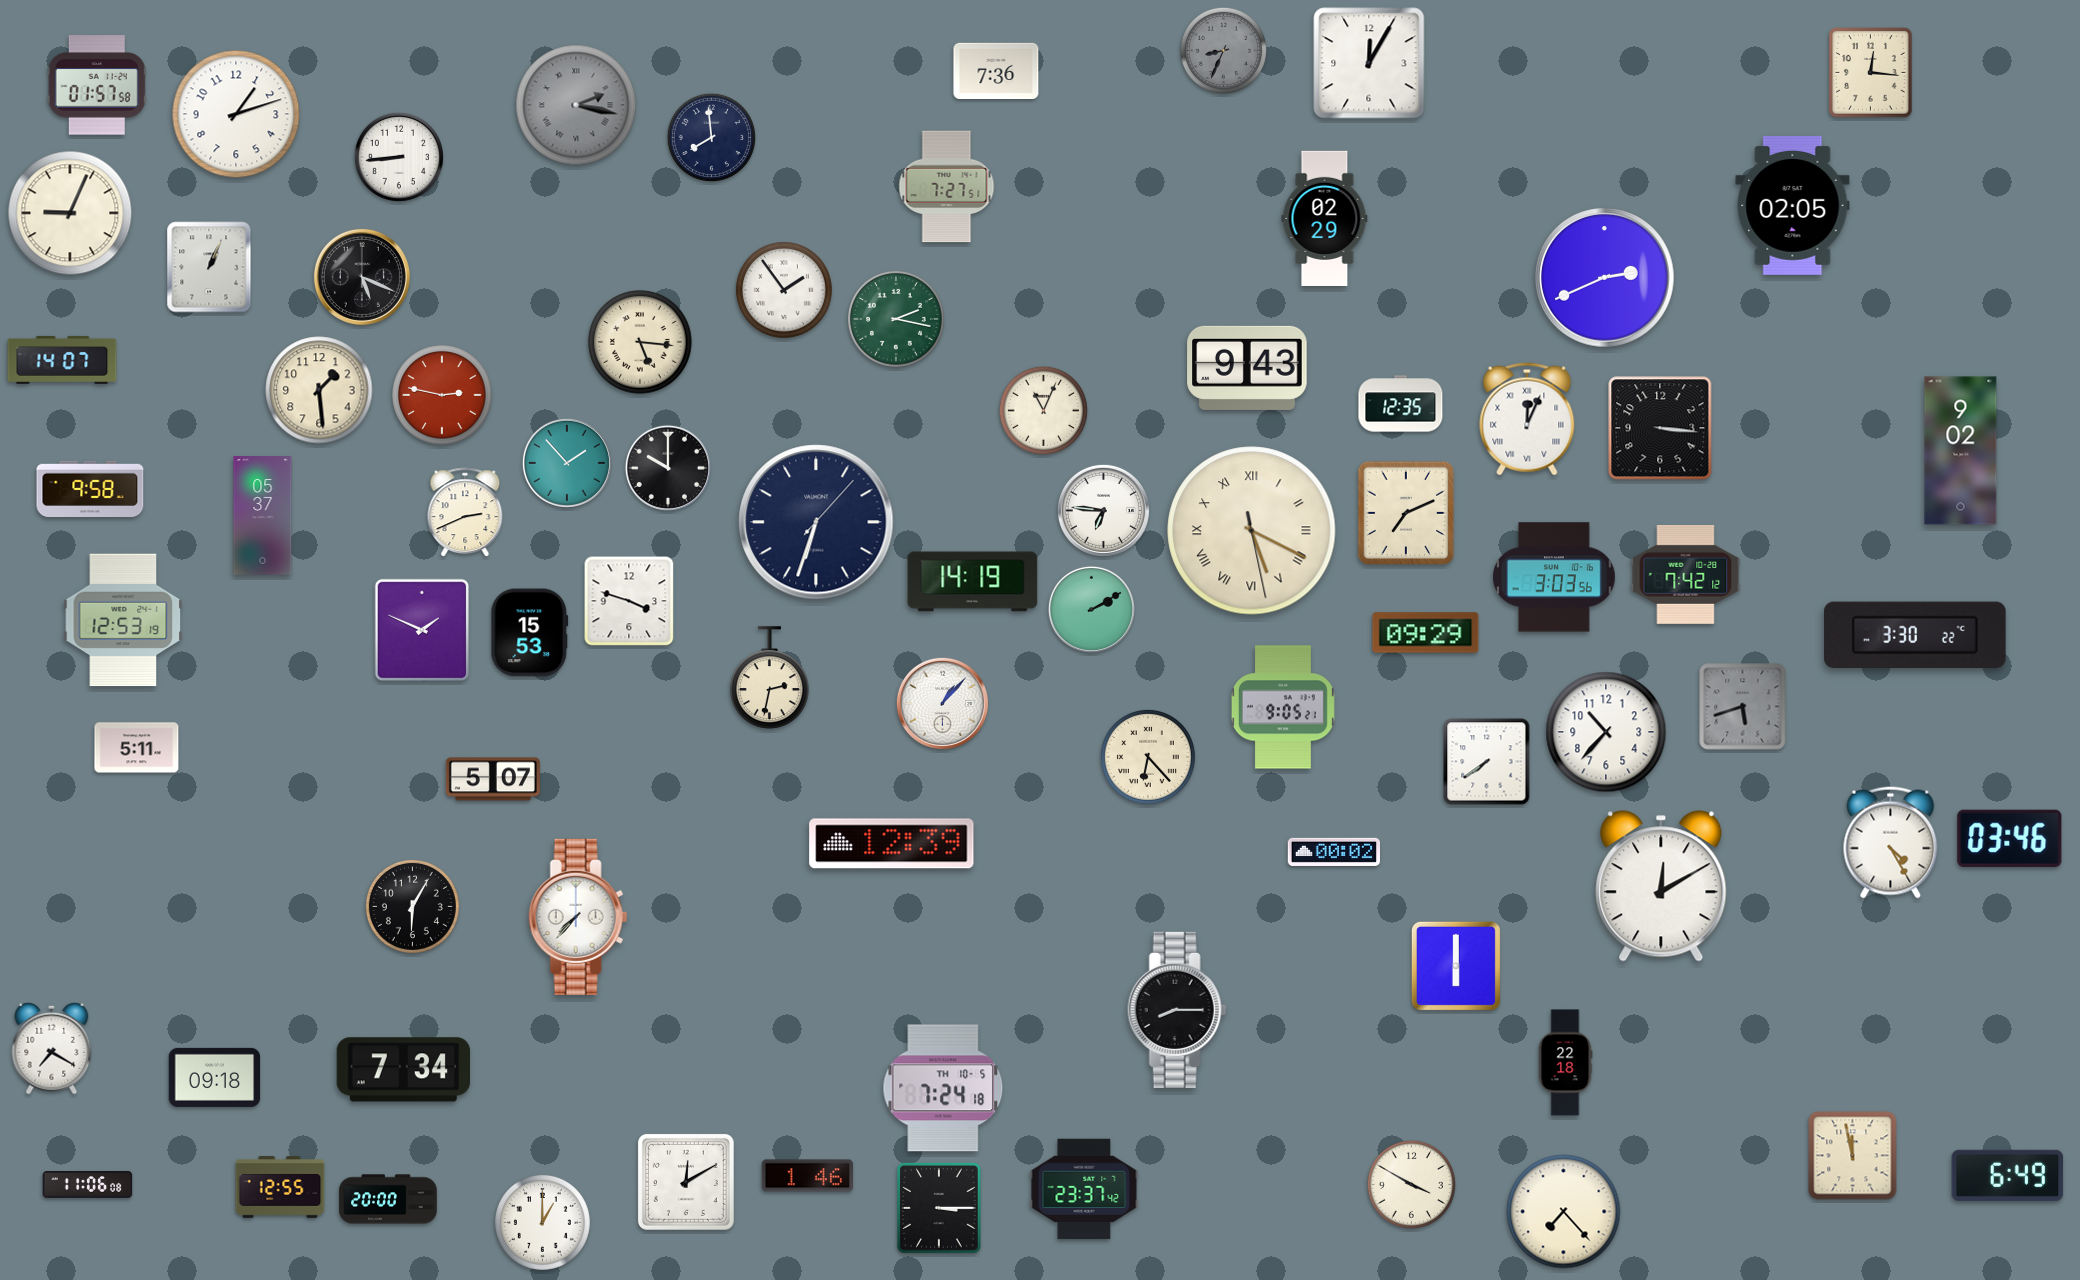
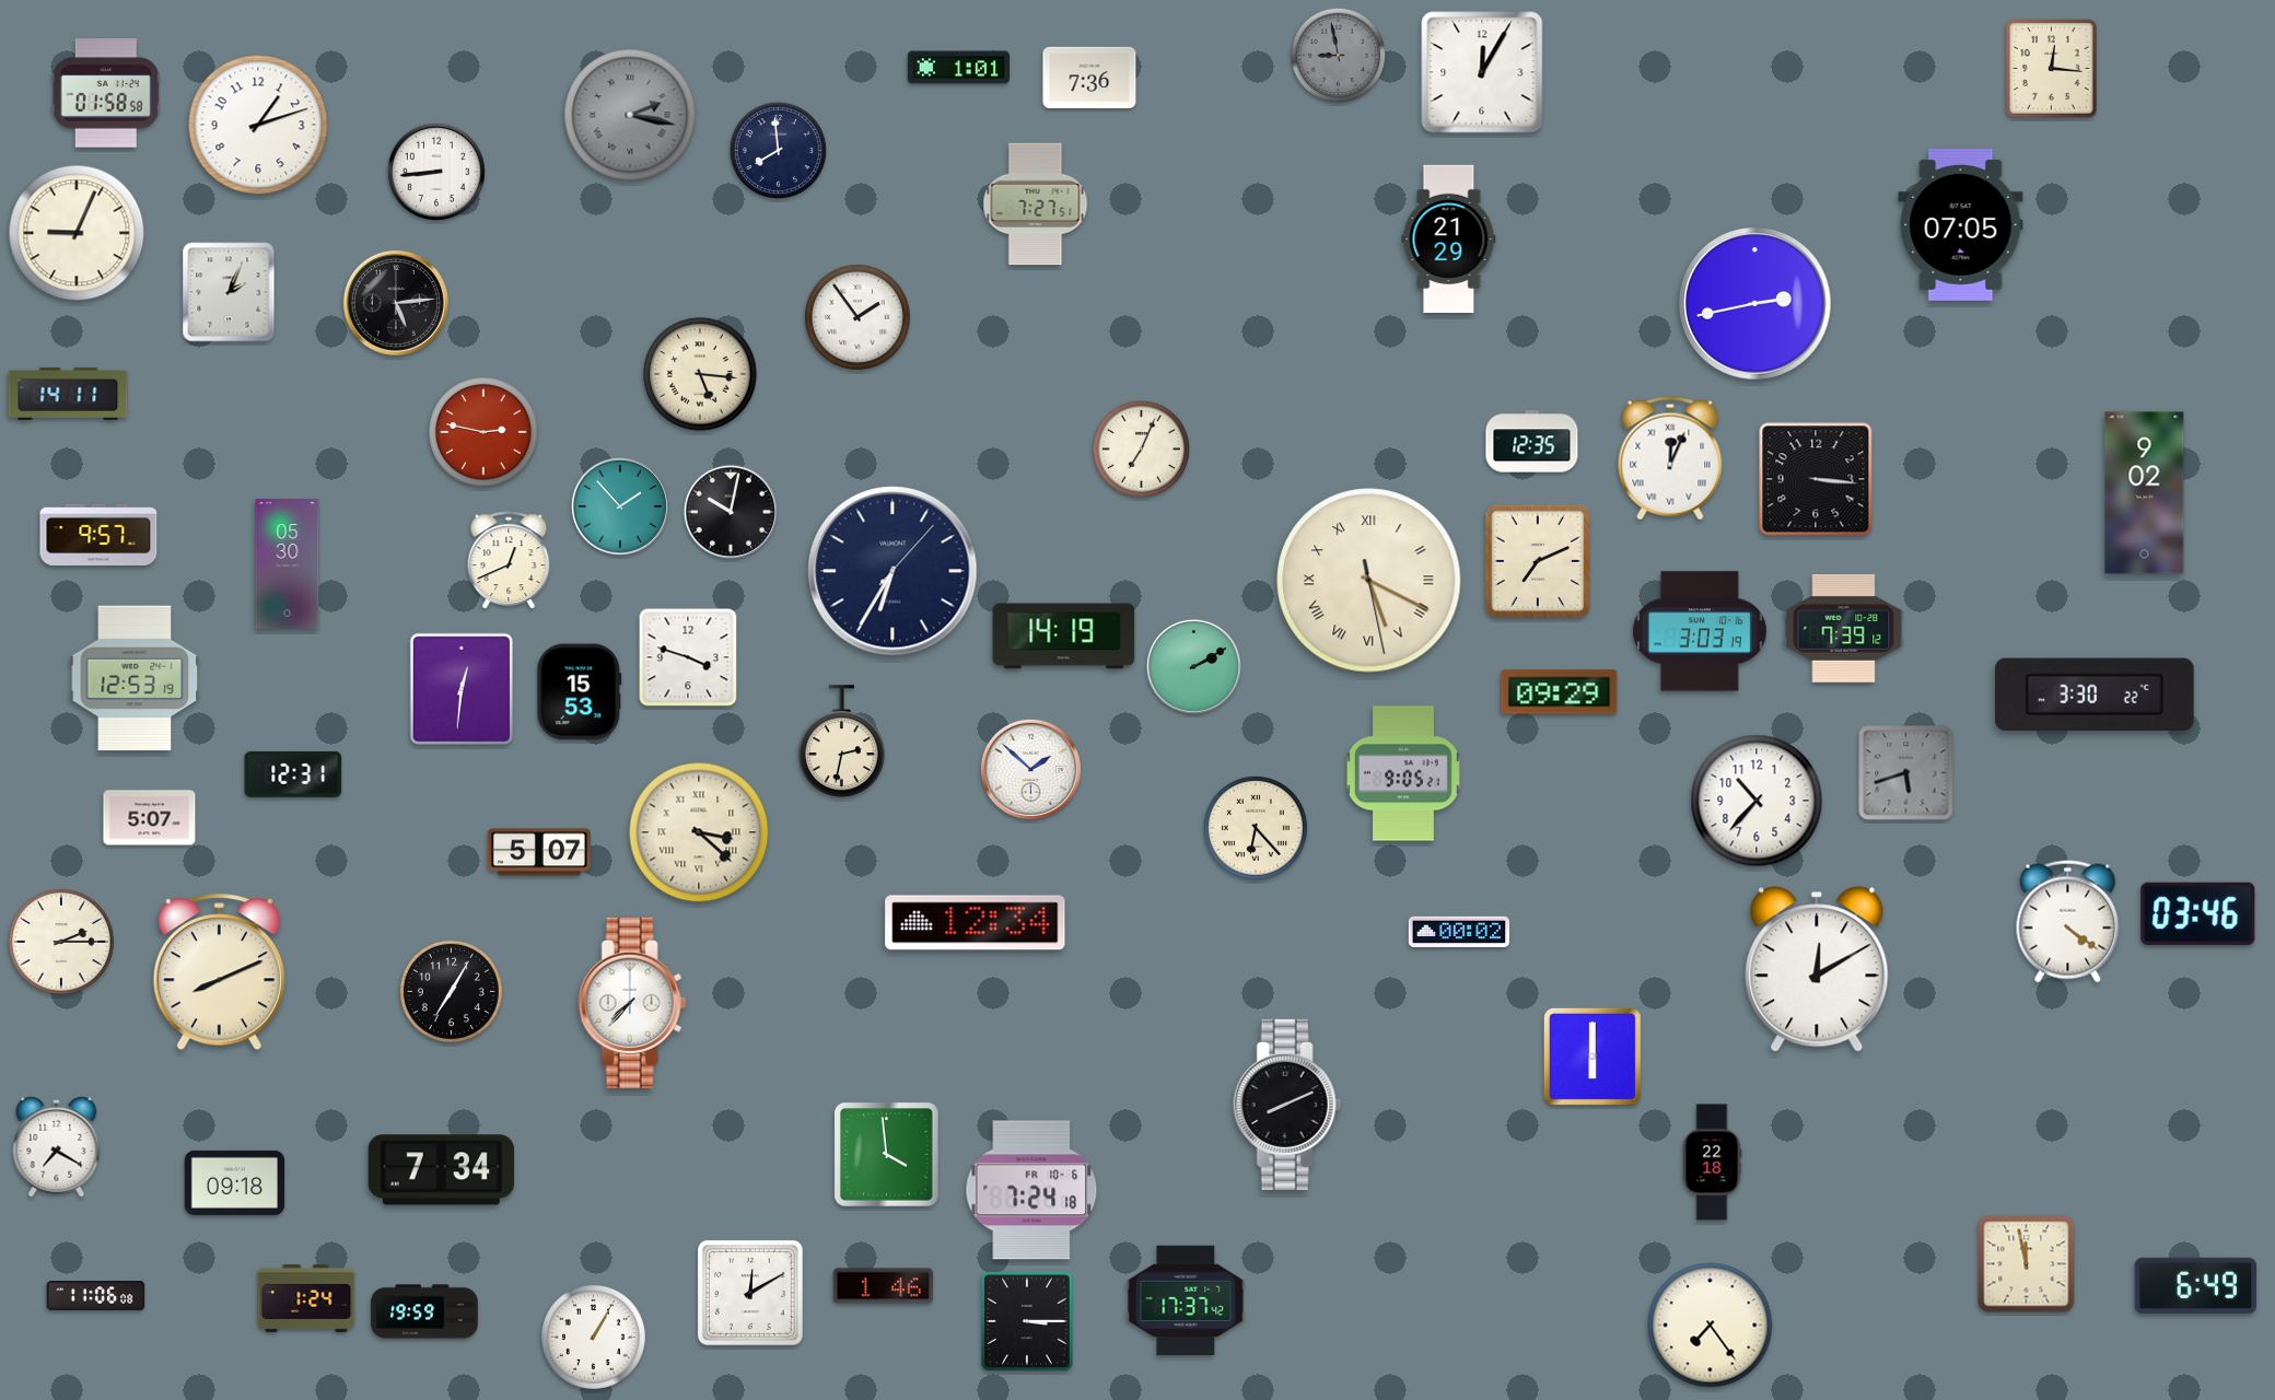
clock at (1223, 50): 8:34 -> 8:58
clock at (958, 68): none -> 1:01
clock at (1369, 63) position: (1369, 63) -> (1482, 72)
clock at (1871, 73) position: (1871, 73) -> (2052, 69)
clock at (97, 85): 01:57 -> 01:58
clock at (1793, 205): 02:05 -> 07:05
clock at (1325, 218): 02:29 -> 21:29
clock at (209, 267): 1:04 -> 2:04
clock at (362, 277): 5:19 -> 5:14
clock at (1605, 278): 2:41 -> 2:43
clock at (896, 319): 2:17 -> none
clock at (62, 360): 14:07 -> 14:11
clock at (1247, 368): 9:43 -> none
clock at (319, 390): 1:29 -> none
clock at (1043, 410): 11:04 -> 7:04
clock at (1660, 428) position: (1660, 428) -> (1816, 479)
clock at (668, 468): 10:00 -> 10:02
clock at (90, 489): 9:58 -> 9:57
clock at (1103, 510): 6:46 -> none
clock at (465, 513): 2:41 -> 12:41
clock at (263, 516): 05:37 -> 05:30
clock at (816, 522): 6:33 -> 6:35
clock at (1686, 574): 7:42 -> 7:39
clock at (1554, 577): 3:03:56 -> 3:03:19
clock at (422, 630): 1:49 -> 12:31
clock at (942, 703): 1:07 -> 1:52
clock at (293, 774): none -> 12:31
clock at (137, 748): 5:11 -> 5:07
clock at (699, 832): none -> 3:22
clock at (1487, 762): 7:39 -> none
clock at (2010, 838) position: (2010, 838) -> (2198, 913)
clock at (1891, 843): 4:25 -> 4:21
clock at (892, 844): 12:39 -> 12:34
clock at (61, 942): none -> 2:15
clock at (219, 972): none -> 8:11
clock at (412, 906): 6:05 -> 7:05
clock at (1177, 1010): 8:15 -> 8:11
clock at (887, 1155): none -> 3:59
clock at (215, 1077) position: (215, 1077) -> (235, 1182)
clock at (943, 1088) date: TH 10-5 -> FR 10-6
clock at (1411, 1184): 3:50 -> none
clock at (280, 1187): 12:55 -> 1:24
clock at (1084, 1189): 23:37 -> 17:37
clock at (388, 1199): 20:00 -> 19:59
clock at (1564, 1212): 7:23 -> 7:24
clock at (542, 1222): 1:00 -> 1:05
